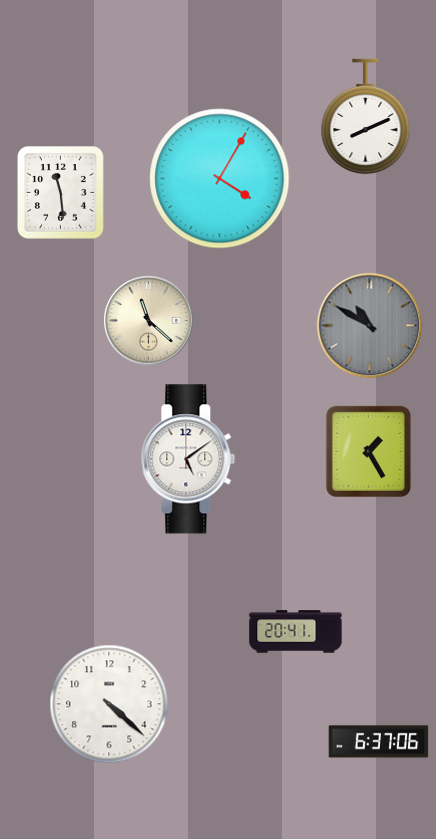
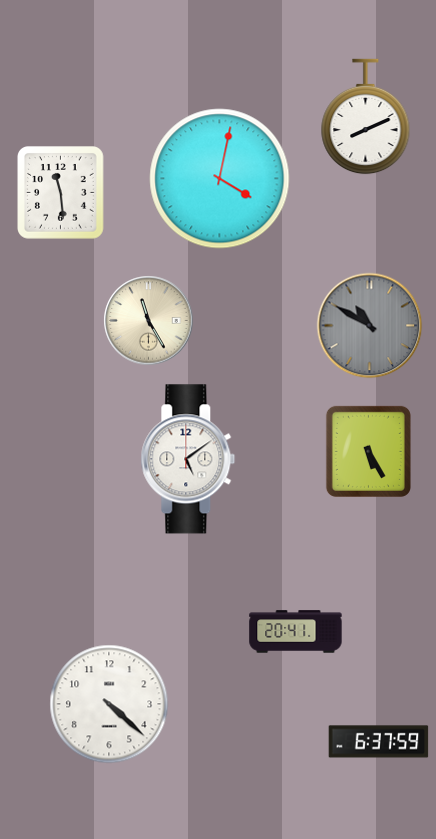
clock at (220, 179): 4:05 -> 4:02
clock at (149, 321): 11:22 -> 11:25
clock at (368, 451): 1:25 -> 5:25
clock at (379, 742): 6:37:06 -> 6:37:59
